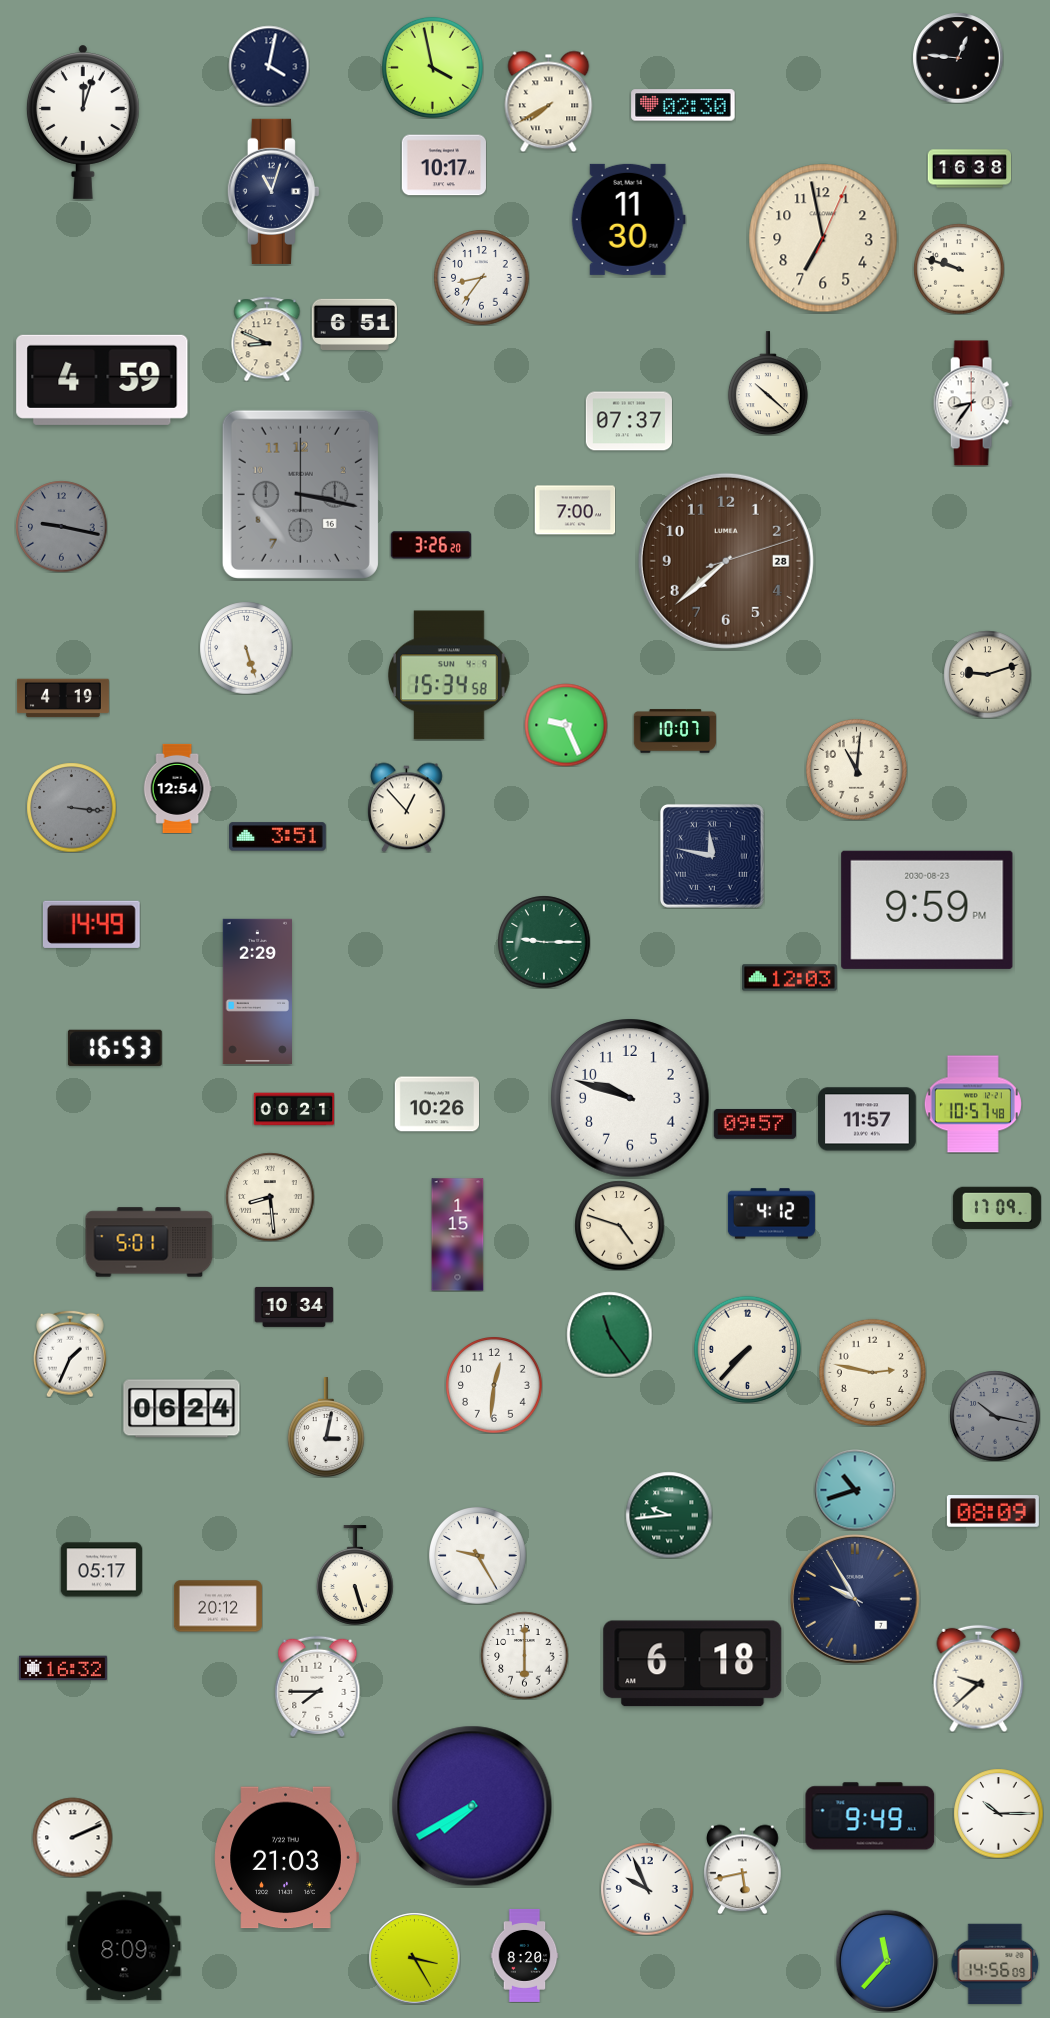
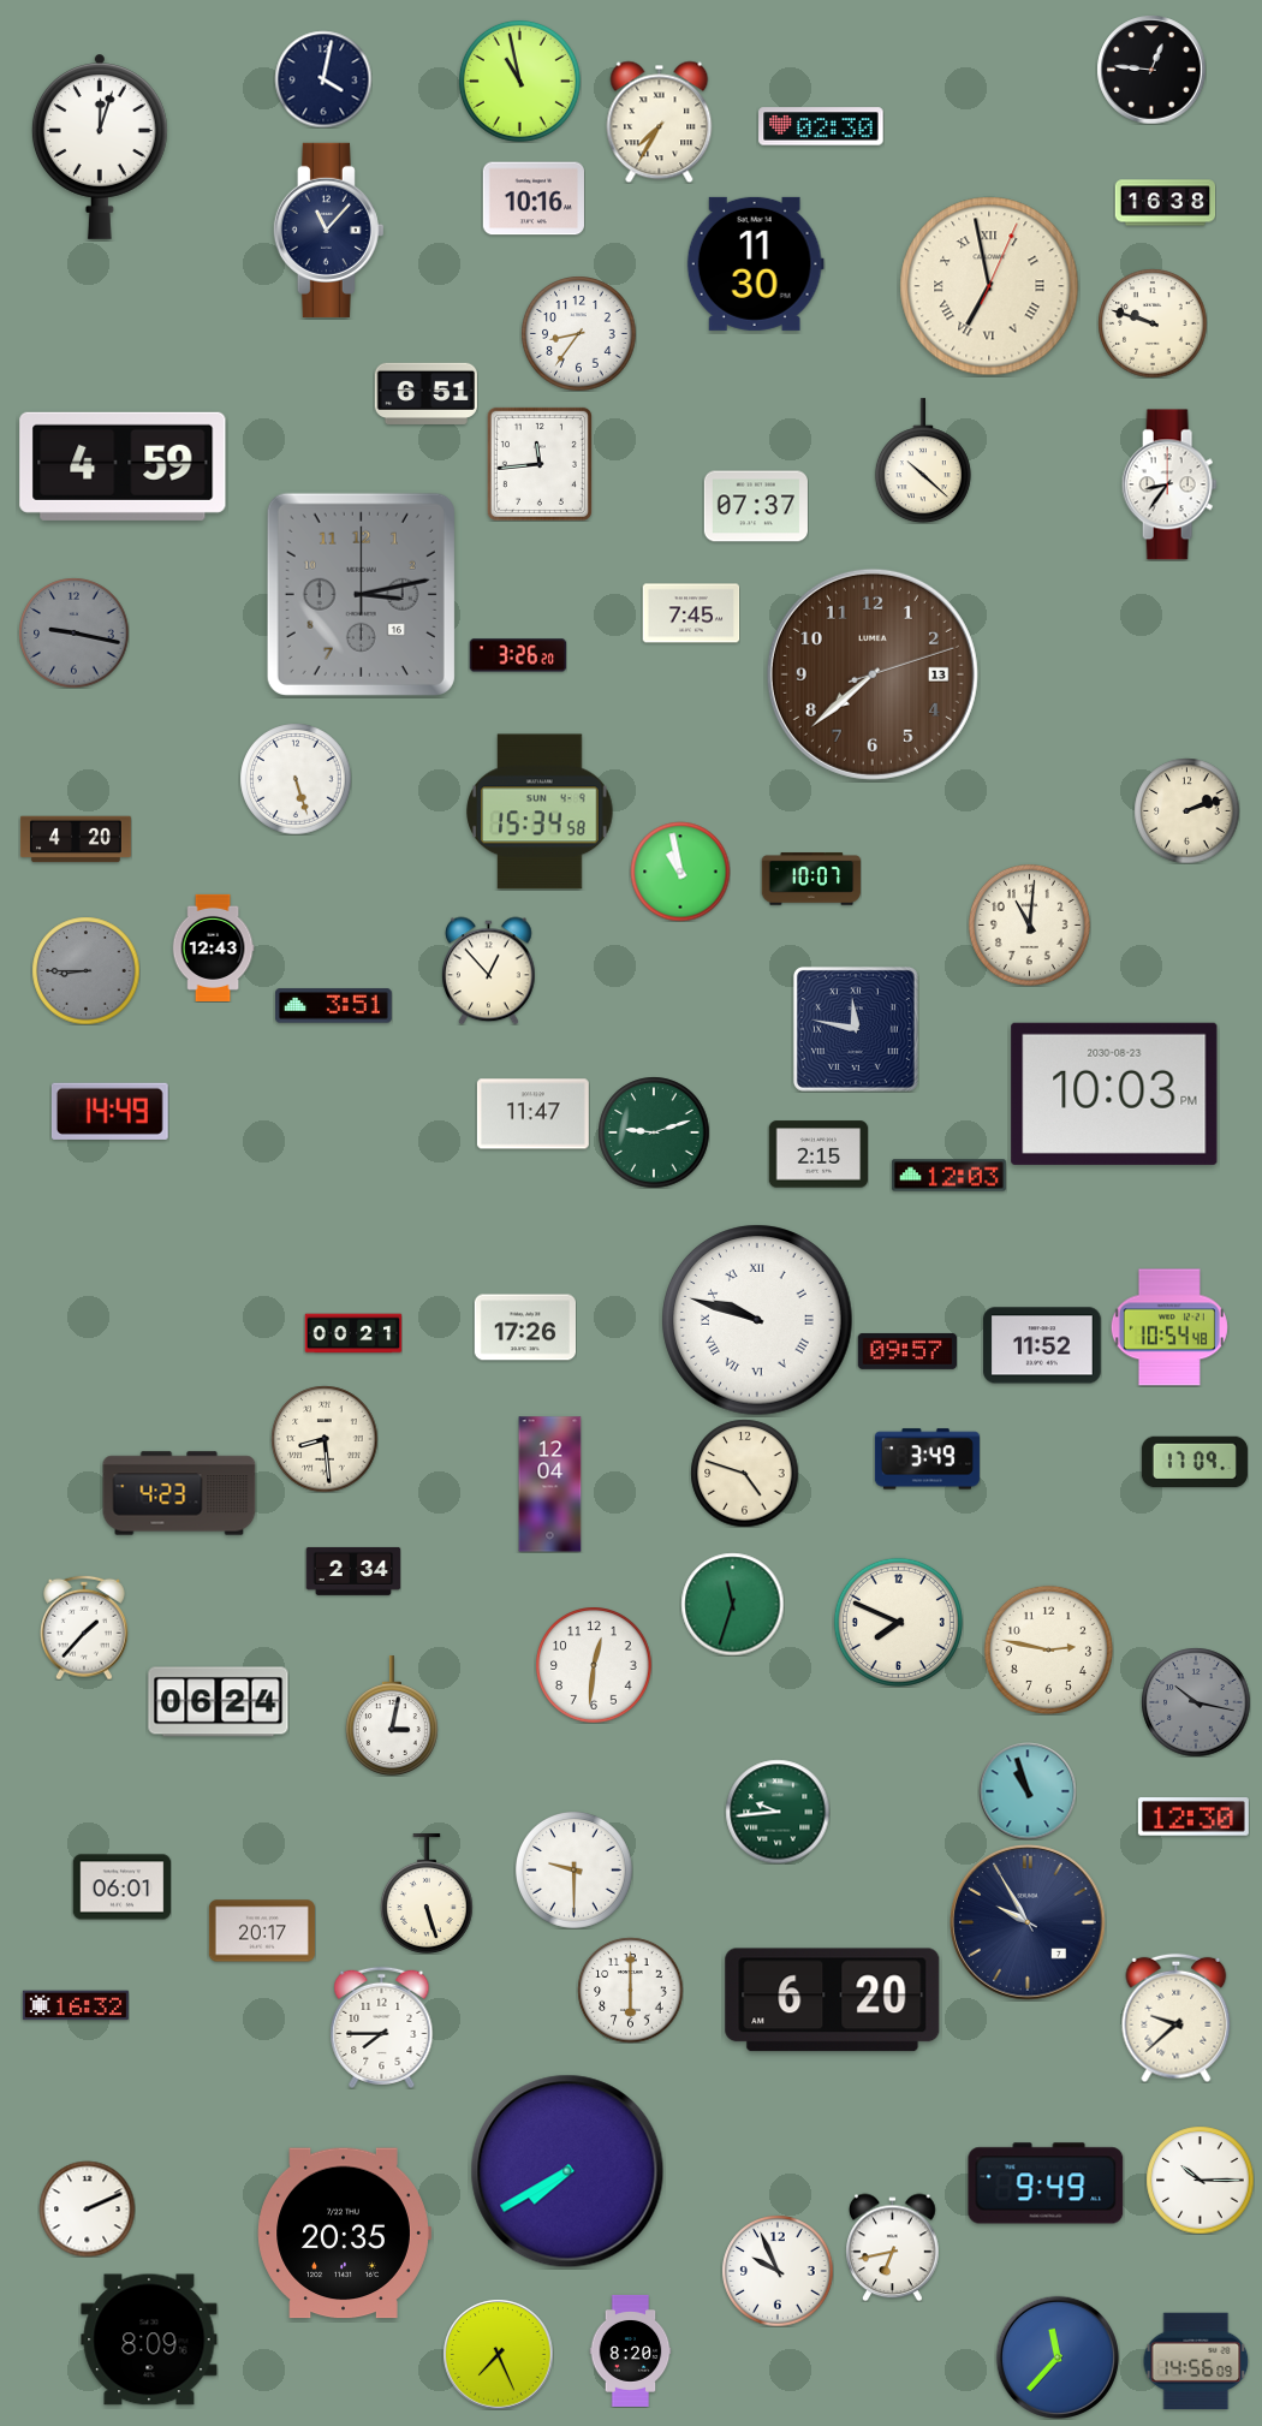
clock at (432, 67): 3:58 -> 10:58
clock at (549, 101): 7:40 -> 7:35
clock at (443, 165): 10:17 -> 10:16
clock at (273, 191): 11:03 -> 11:07
clock at (823, 238) numerals: Arabic -> Roman
clock at (354, 324) position: (354, 324) -> (425, 393)
clock at (267, 339): 8:49 -> none
clock at (102, 380) position: (102, 380) -> (123, 466)
clock at (540, 464): none -> 11:44
clock at (300, 494): 3:17 -> 3:13
clock at (575, 510): 7:00 -> 7:45
clock at (726, 561) date: 28 -> 13
clock at (987, 674): 9:12 -> 2:12
clock at (63, 698): 4:19 -> 4:20
clock at (566, 725): 9:26 -> 10:58
clock at (177, 788): 12:54 -> 12:43
clock at (71, 807): 3:16 -> 8:45
clock at (927, 910): 9:59 -> 10:03
clock at (532, 1114): none -> 11:47
clock at (544, 942): 9:15 -> 9:12
clock at (818, 1154): none -> 2:15
clock at (257, 991): 2:29 -> none
clock at (115, 1048): 16:53 -> none
clock at (630, 1098) numerals: Arabic -> Roman
clock at (436, 1104): 10:26 -> 17:26
clock at (973, 1104): 10:57 -> 10:54
clock at (867, 1119): 11:57 -> 11:52
clock at (997, 1208) position: (997, 1208) -> (1195, 1462)
clock at (771, 1214): 4:12 -> 3:49
clock at (458, 1235): 1:15 -> 12:04
clock at (149, 1242): 5:01 -> 4:23
clock at (294, 1307): 10:34 -> 2:34
clock at (609, 1334): 11:24 -> 11:33
clock at (747, 1349): 7:37 -> 7:49
clock at (71, 1354): 1:34 -> 1:37
clock at (182, 1409) position: (182, 1409) -> (219, 1702)
clock at (855, 1490): 10:42 -> 10:57
clock at (993, 1511): 08:09 -> 12:30
clock at (669, 1515) position: (669, 1515) -> (778, 1812)
clock at (478, 1556): 9:25 -> 9:30
clock at (101, 1570): 05:17 -> 06:01
clock at (218, 1606): 20:12 -> 20:17
clock at (693, 1664): 6:18 -> 6:20
clock at (286, 1858): 21:03 -> 20:35
clock at (743, 1869): 5:43 -> 6:43
clock at (414, 1958): 3:25 -> 7:26
clock at (886, 1960) position: (886, 1960) -> (1056, 2356)
